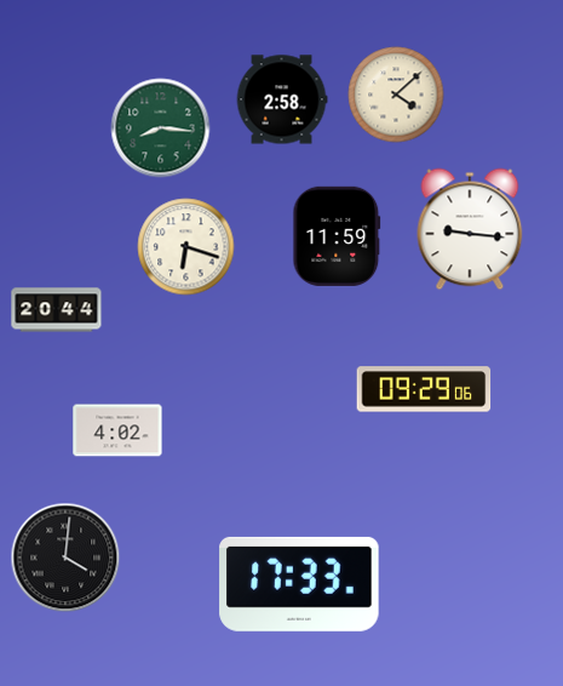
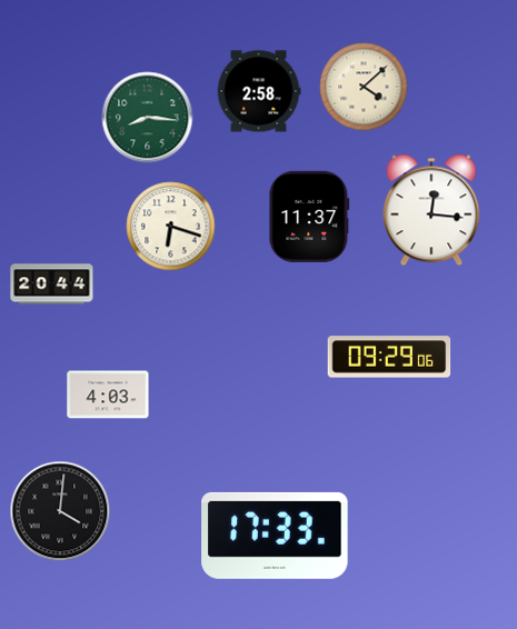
clock at (470, 229): 9:16 -> 12:16
clock at (337, 236): 11:59 -> 11:37
clock at (117, 430): 4:02 -> 4:03
